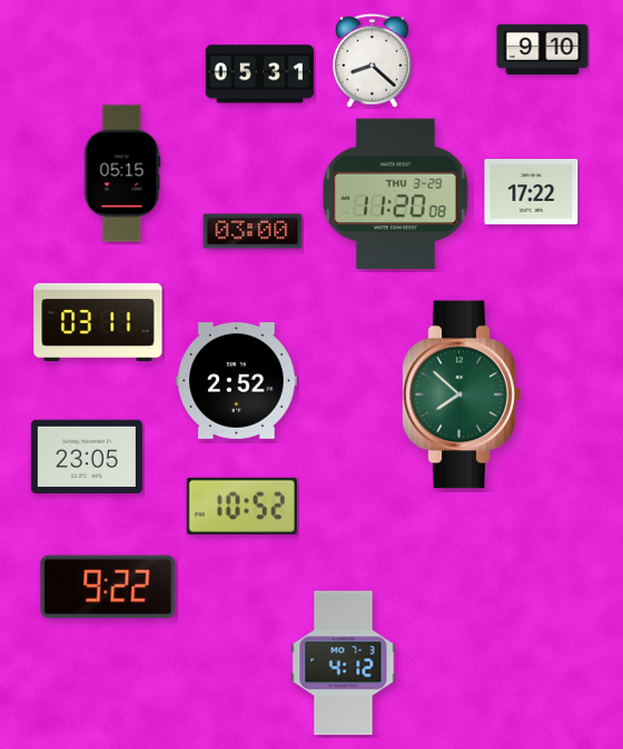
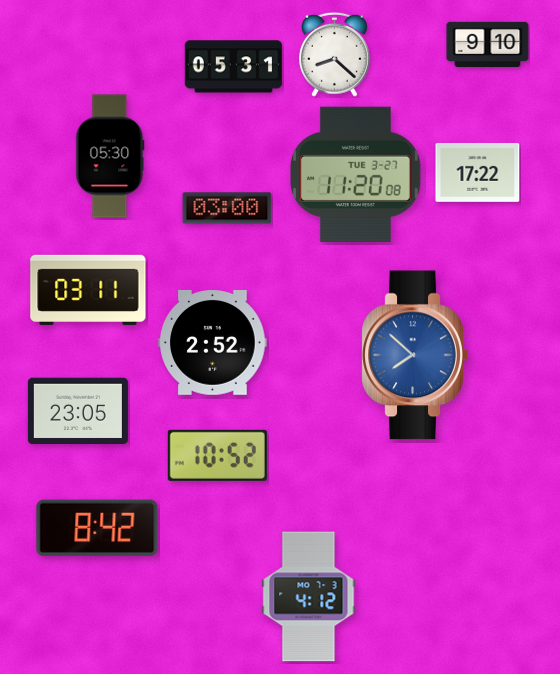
clock at (122, 173): 05:15 -> 05:30
clock at (396, 193) date: THU 3-29 -> TUE 3-27
clock at (462, 395) dial: green -> blue
clock at (108, 587): 9:22 -> 8:42
